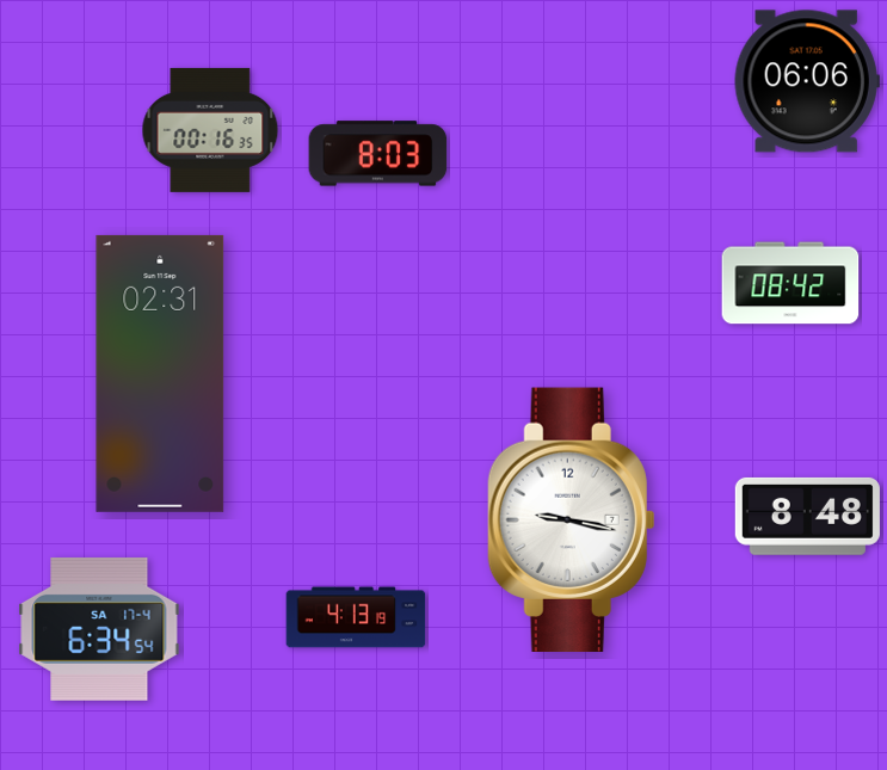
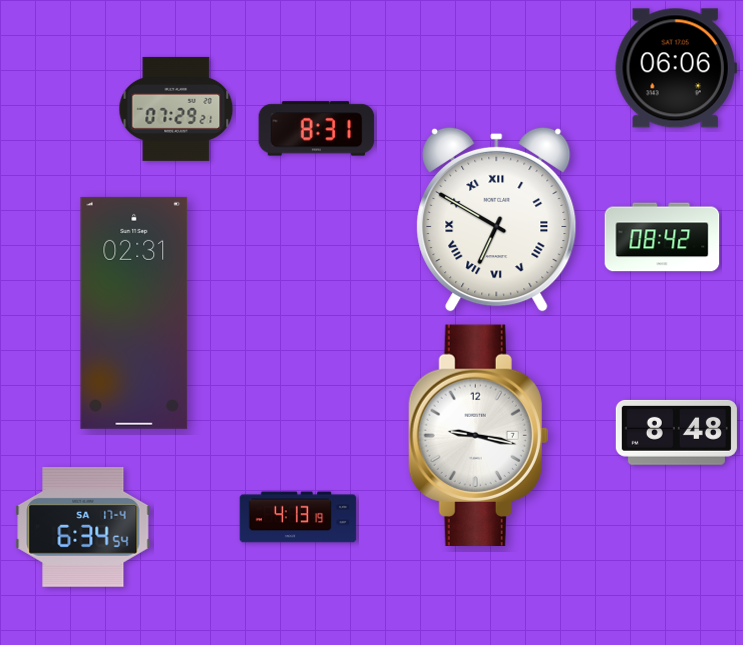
clock at (210, 130): 00:16 -> 07:29
clock at (378, 154): 8:03 -> 8:31
clock at (497, 219): none -> 6:50
